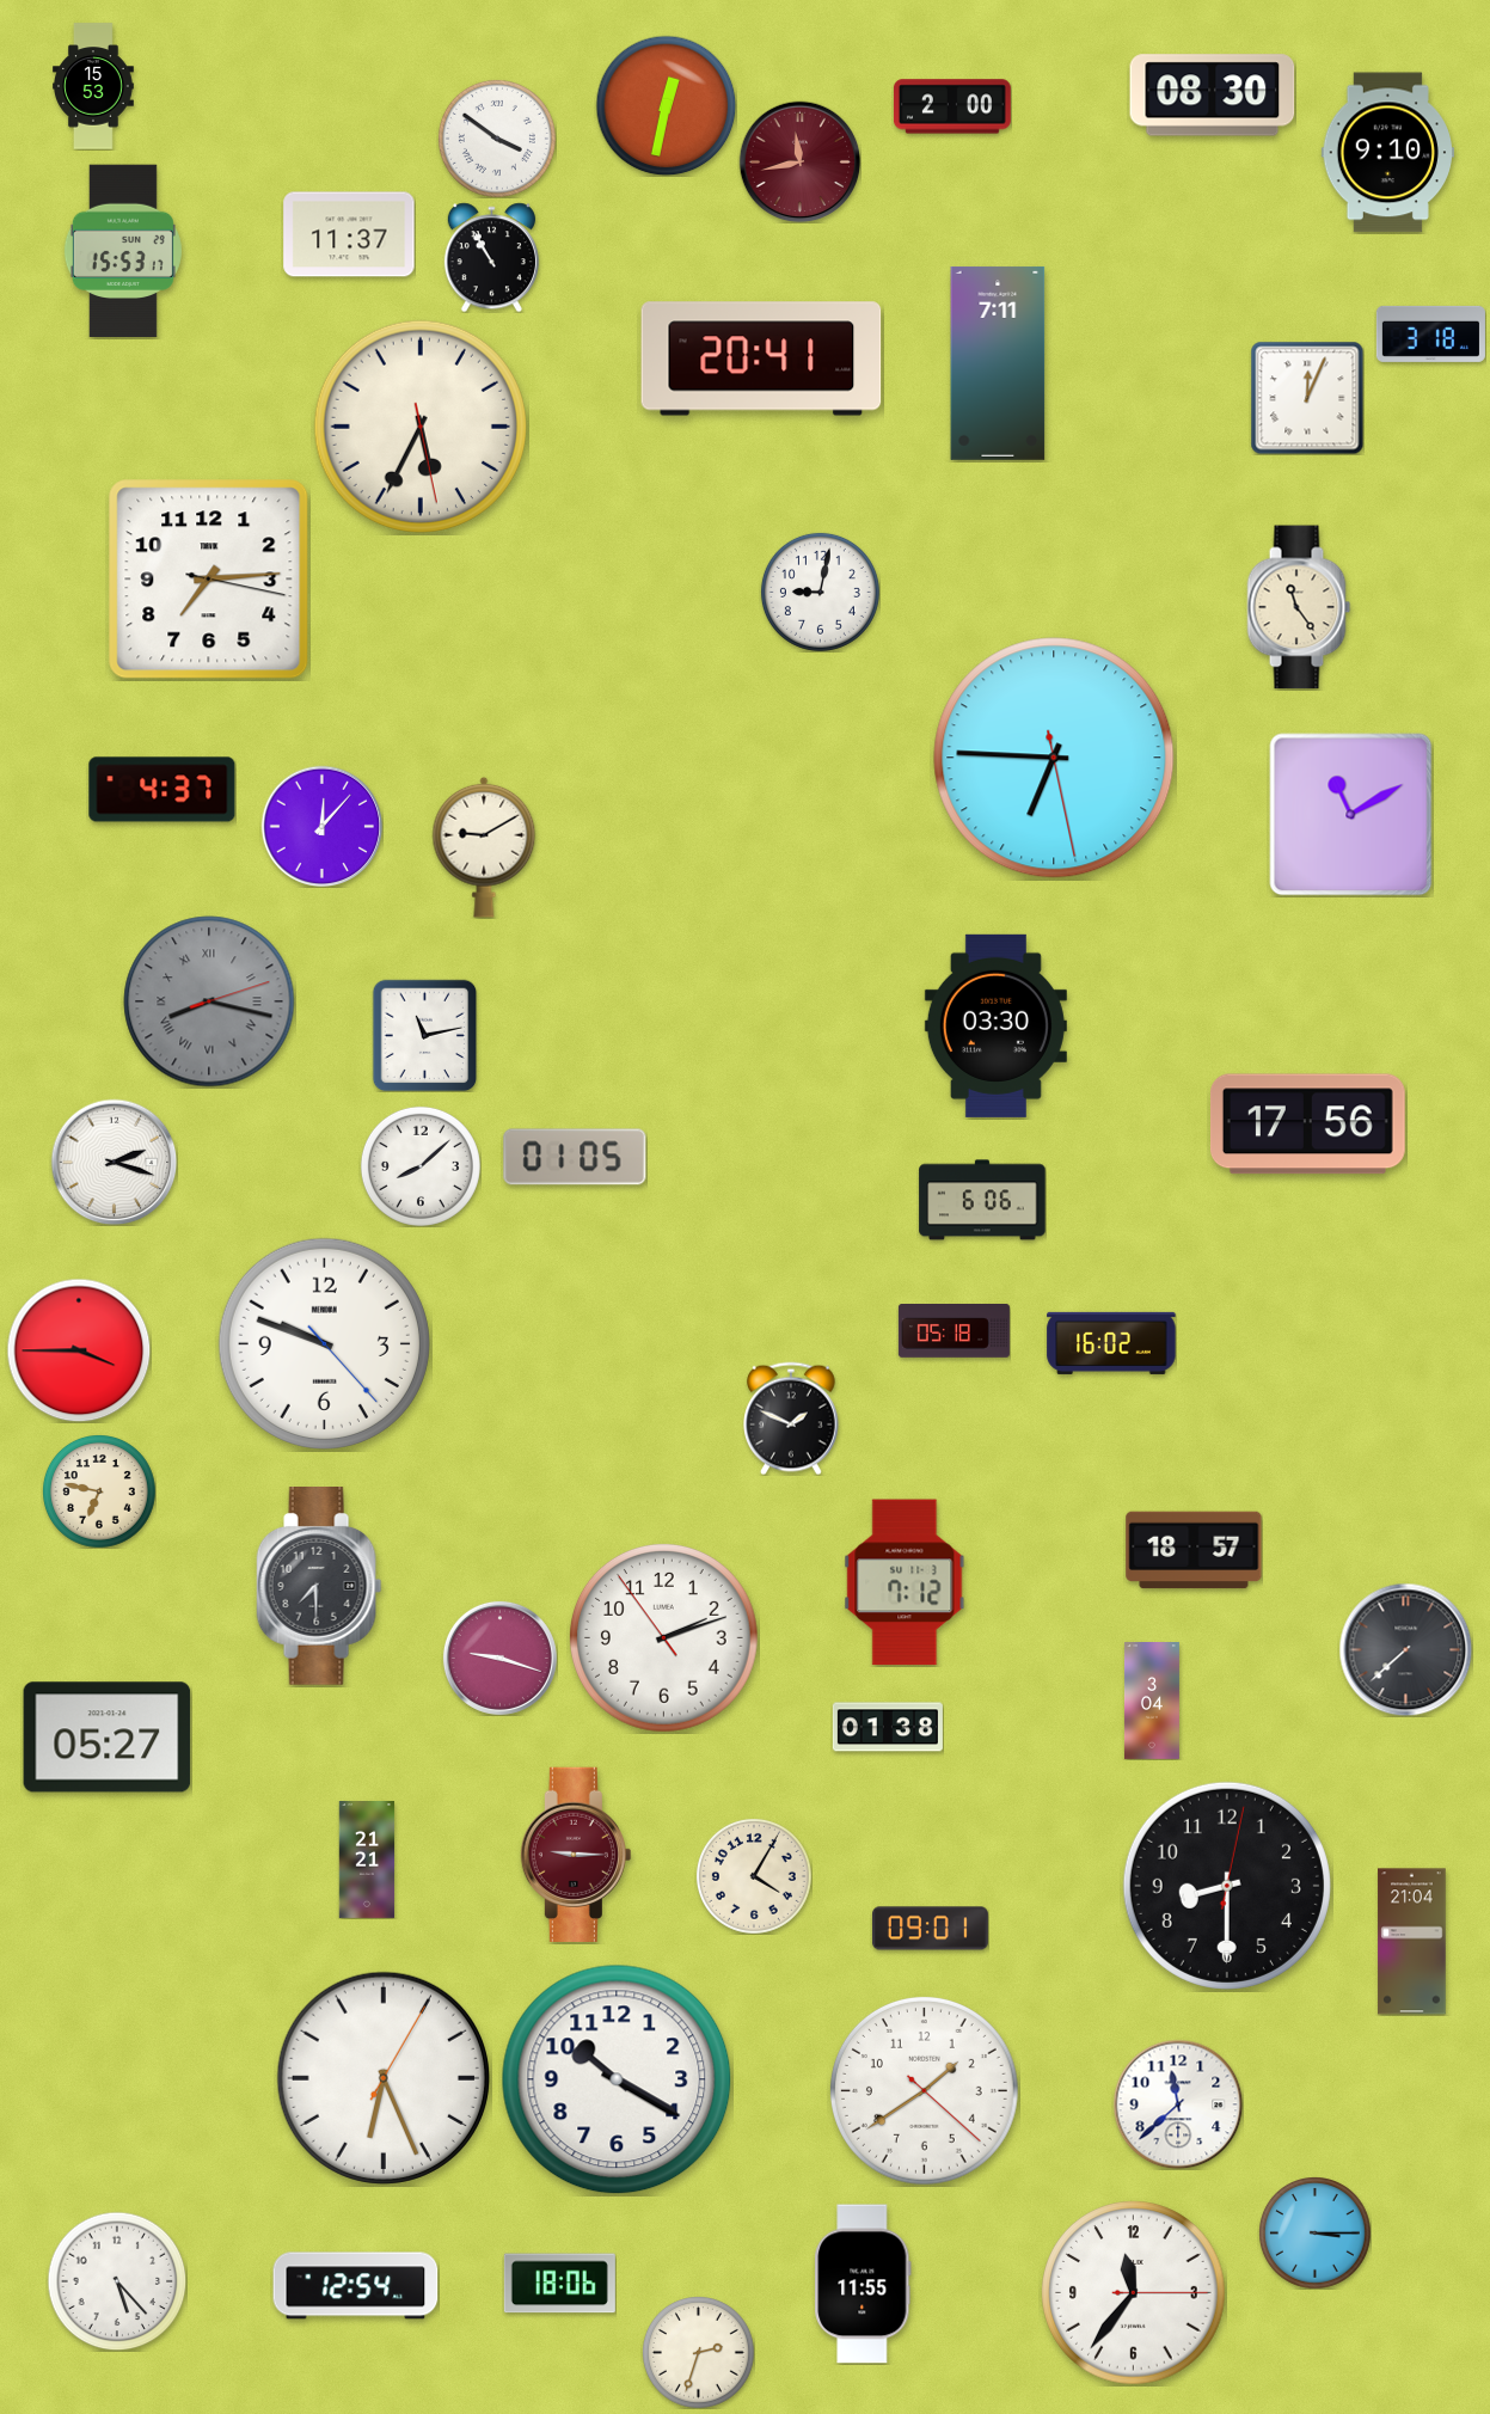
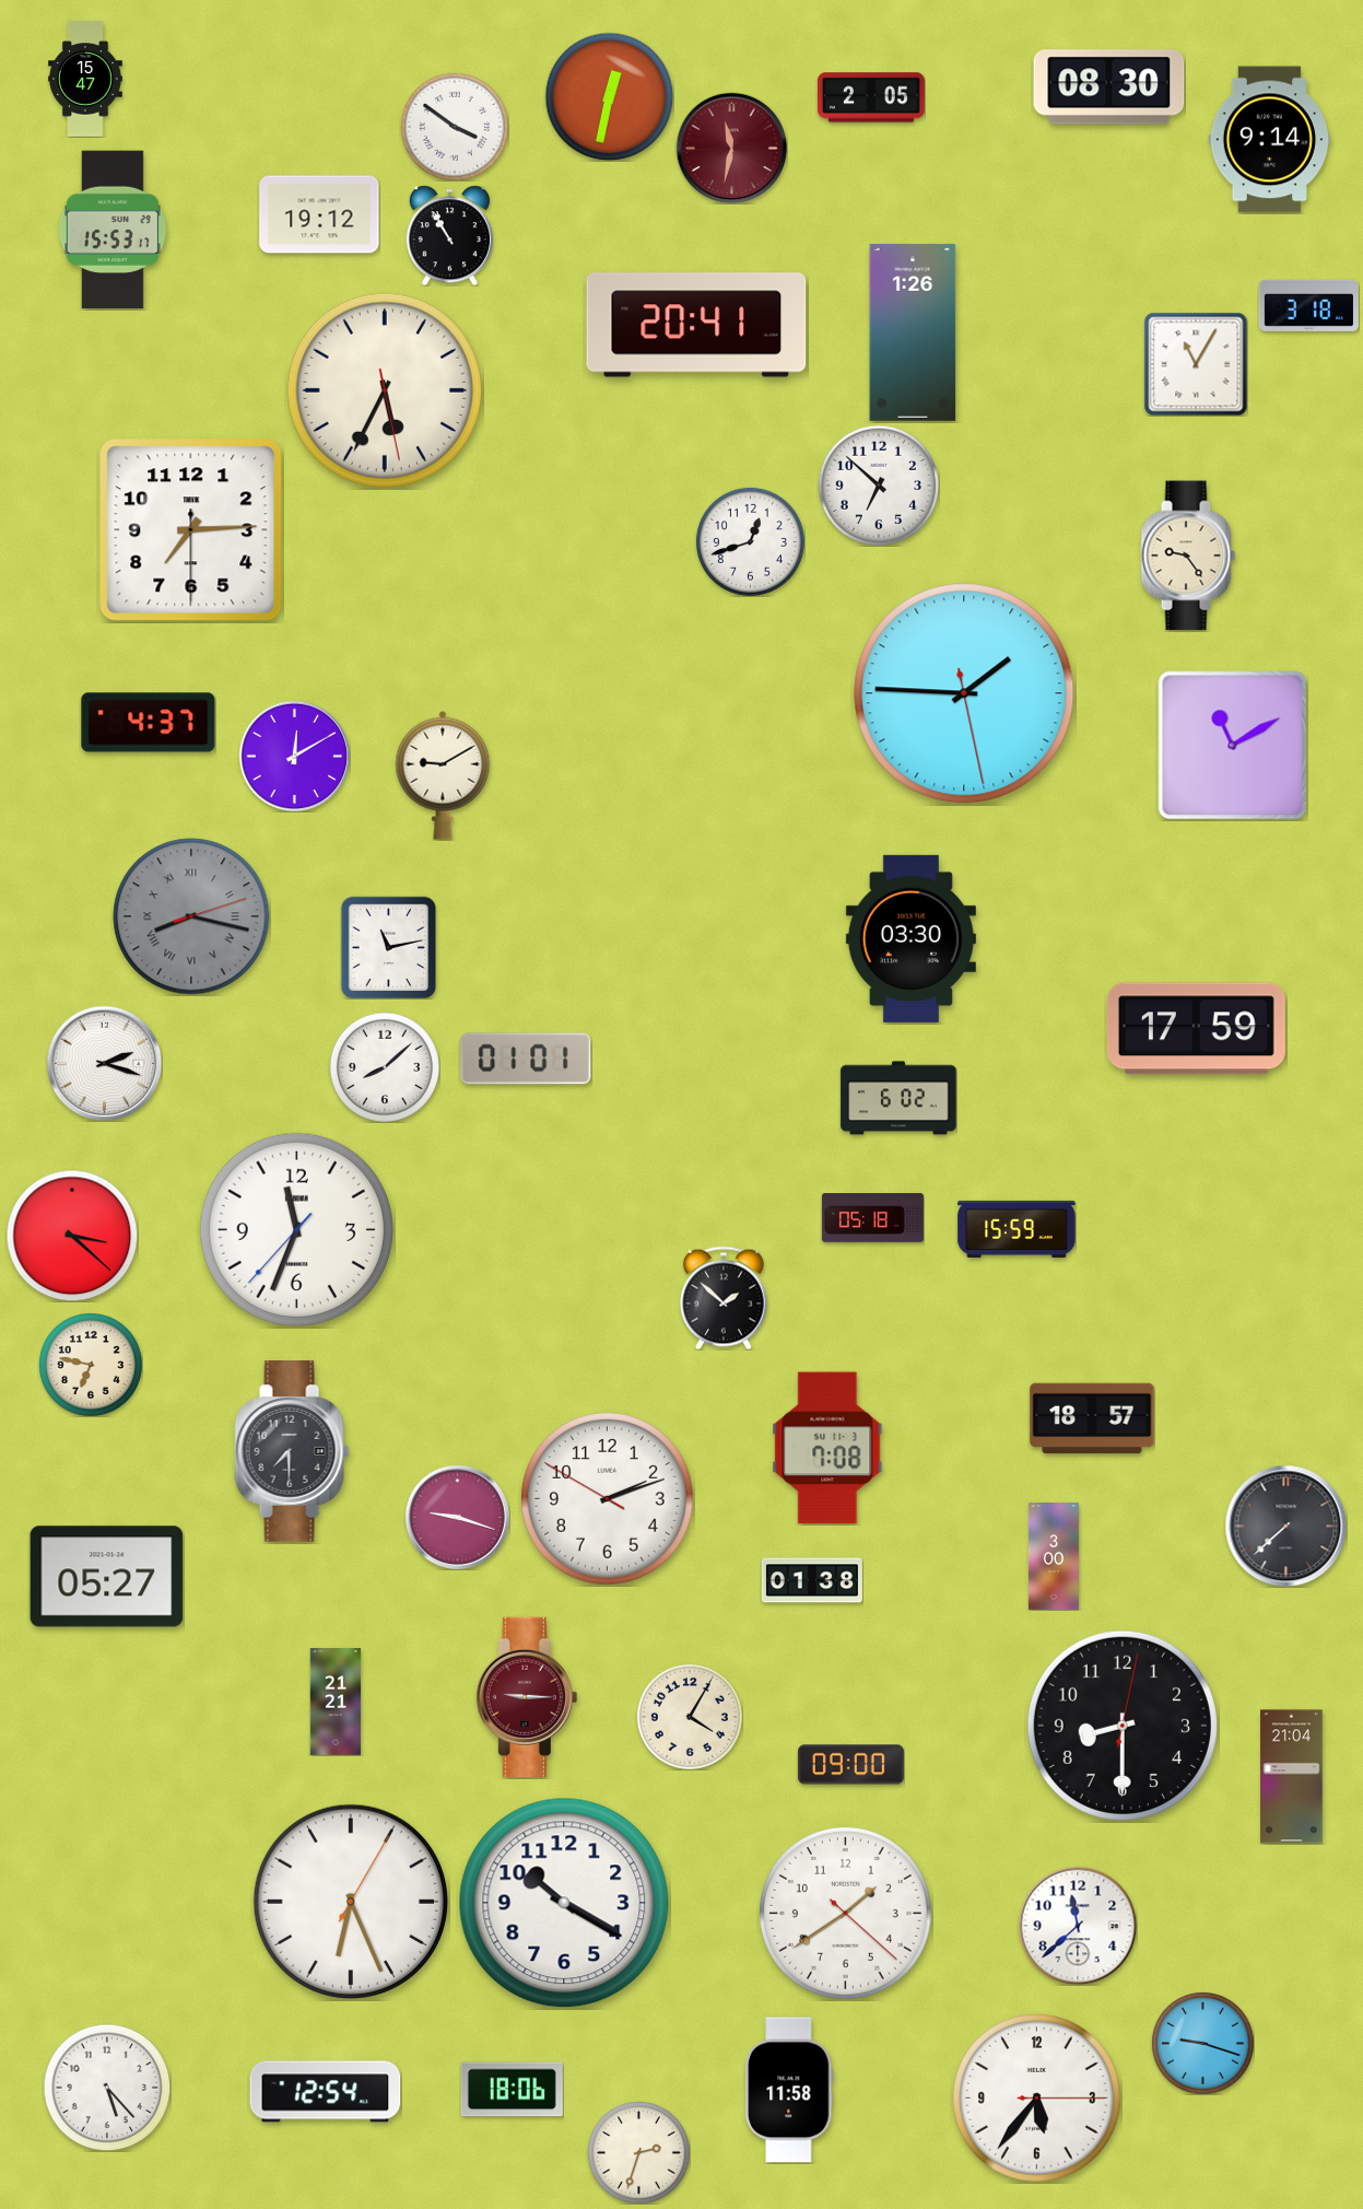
clock at (94, 86): 15:53 -> 15:47
clock at (952, 106): 2:00 -> 2:05
clock at (1387, 153): 9:10 -> 9:14
clock at (799, 161): 11:43 -> 11:32
clock at (349, 234): 11:37 -> 19:12
clock at (761, 359) position: (761, 359) -> (696, 325)
clock at (998, 363): 7:11 -> 1:26
clock at (1307, 398): 12:04 -> 11:05
clock at (879, 486): none -> 6:52
clock at (209, 580): 7:14:17 -> 7:14:30
clock at (820, 592): 9:02 -> 12:42
clock at (1299, 607): 11:24 -> 9:24
clock at (1054, 758): 6:45 -> 1:45
clock at (1351, 815) position: (1351, 815) -> (1233, 746)
clock at (321, 826): 12:07 -> 12:10
clock at (1307, 1125): 17:56 -> 17:59
clock at (575, 1157): 01:05 -> 01:01
clock at (982, 1200): 6:06 -> 6:02
clock at (324, 1343): 9:48 -> 11:33
clock at (1111, 1343): 16:02 -> 15:59
clock at (79, 1350): 3:45 -> 3:22
clock at (792, 1419): 1:49 -> 1:52
clock at (905, 1582): 7:12 -> 7:08
clock at (663, 1637): 2:11:54 -> 2:11:50
clock at (1405, 1649) position: (1405, 1649) -> (1285, 1526)
clock at (1152, 1702): 3:04 -> 3:00
clock at (108, 1738) position: (108, 1738) -> (107, 1577)
clock at (930, 1929): 09:01 -> 09:00
clock at (1316, 2234): 3:15 -> 9:18
clock at (863, 2284): 11:55 -> 11:58
clock at (1134, 2293): 11:36 -> 5:36
